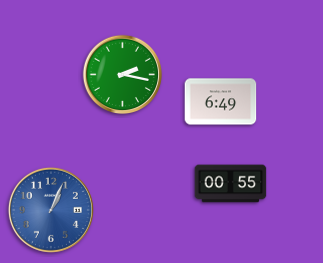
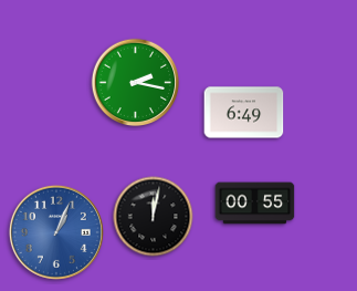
clock at (154, 217): none -> 12:02
